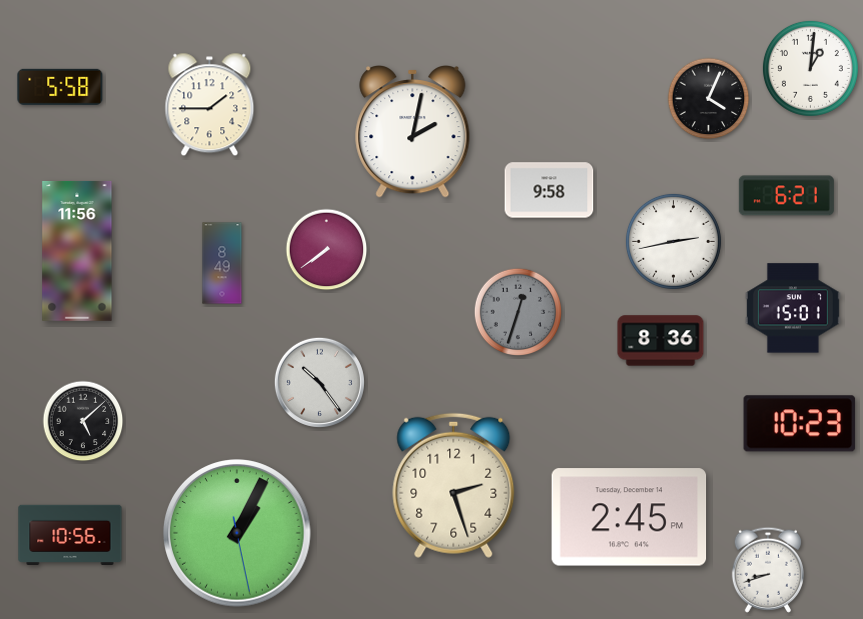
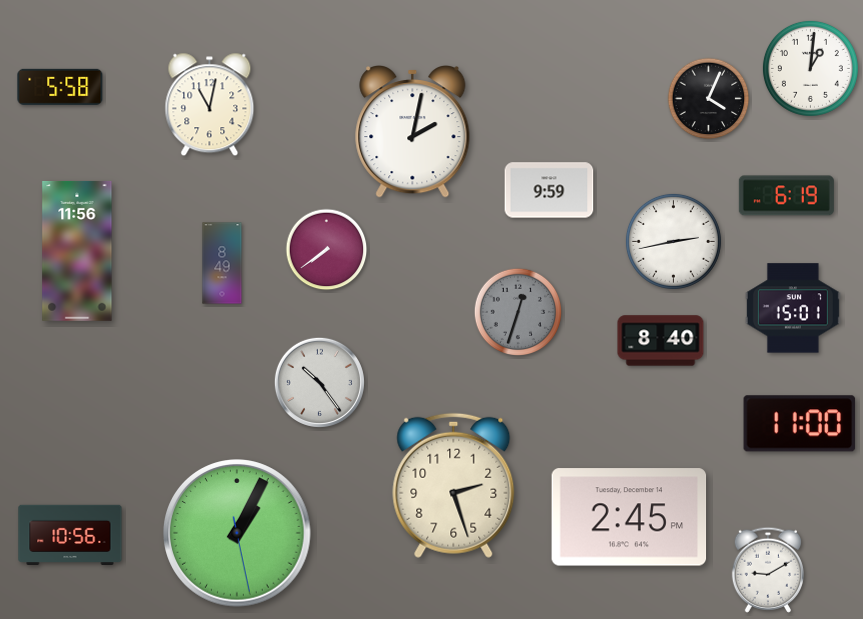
clock at (210, 105): 1:45 -> 11:02
clock at (549, 190): 9:58 -> 9:59
clock at (786, 196): 6:21 -> 6:19
clock at (661, 341): 8:36 -> 8:40
clock at (83, 421): 5:08 -> none
clock at (800, 424): 10:23 -> 11:00
clock at (768, 570): 8:42 -> 9:10
